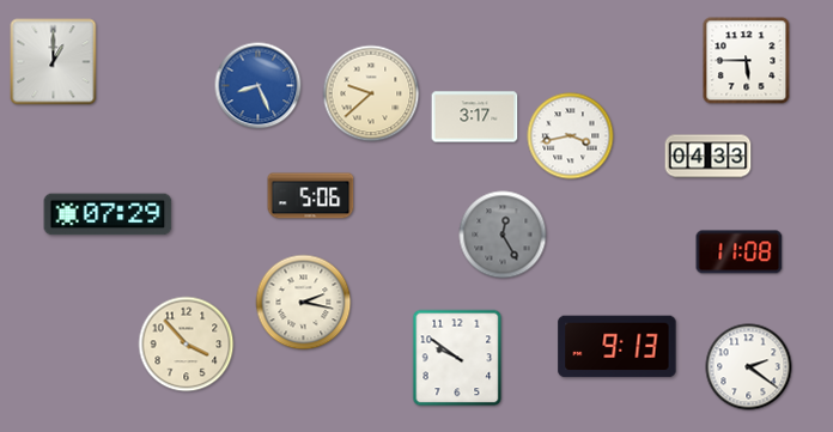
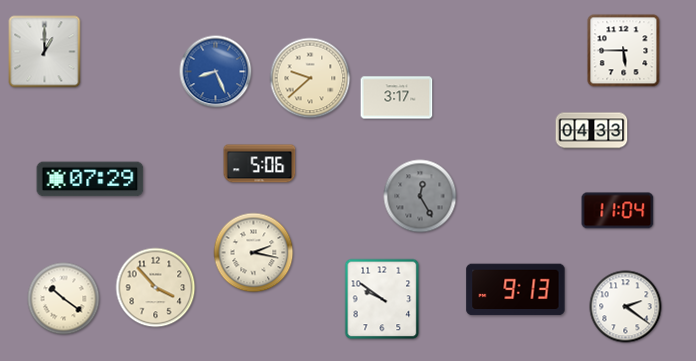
clock at (571, 136): 3:43 -> none
clock at (740, 252): 11:08 -> 11:04
clock at (64, 299): none -> 10:21
